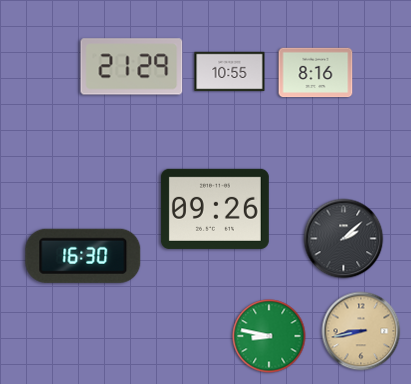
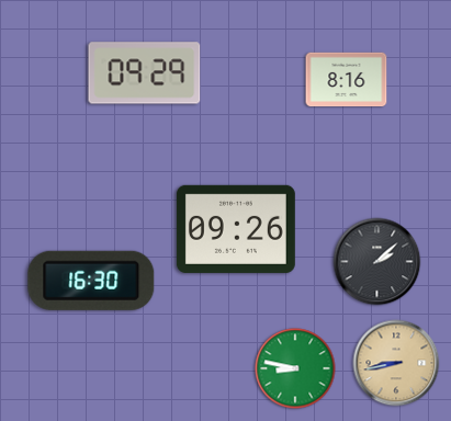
clock at (132, 67): 21:29 -> 09:29
clock at (230, 72): 10:55 -> none
